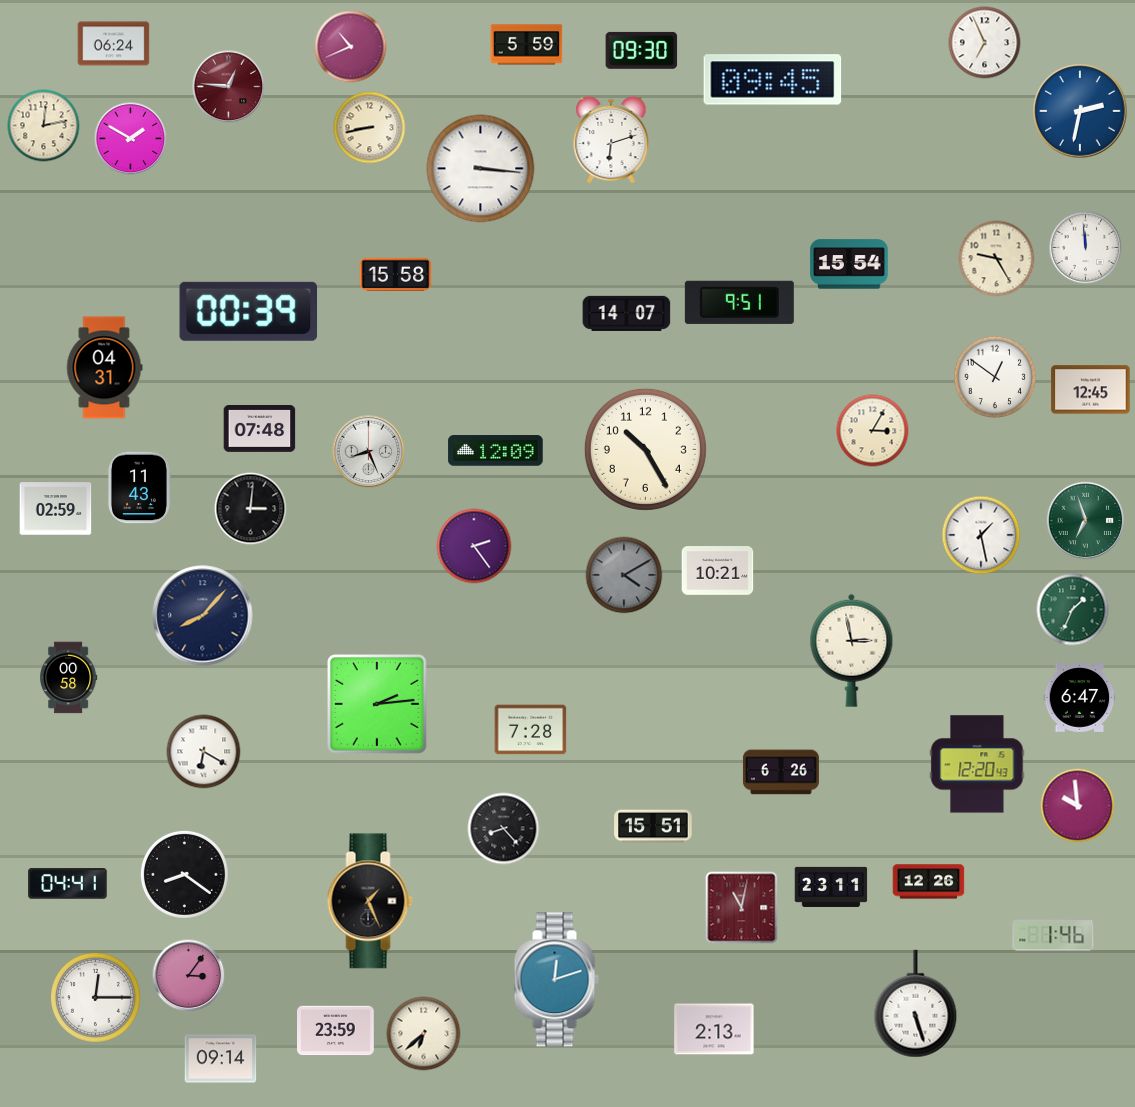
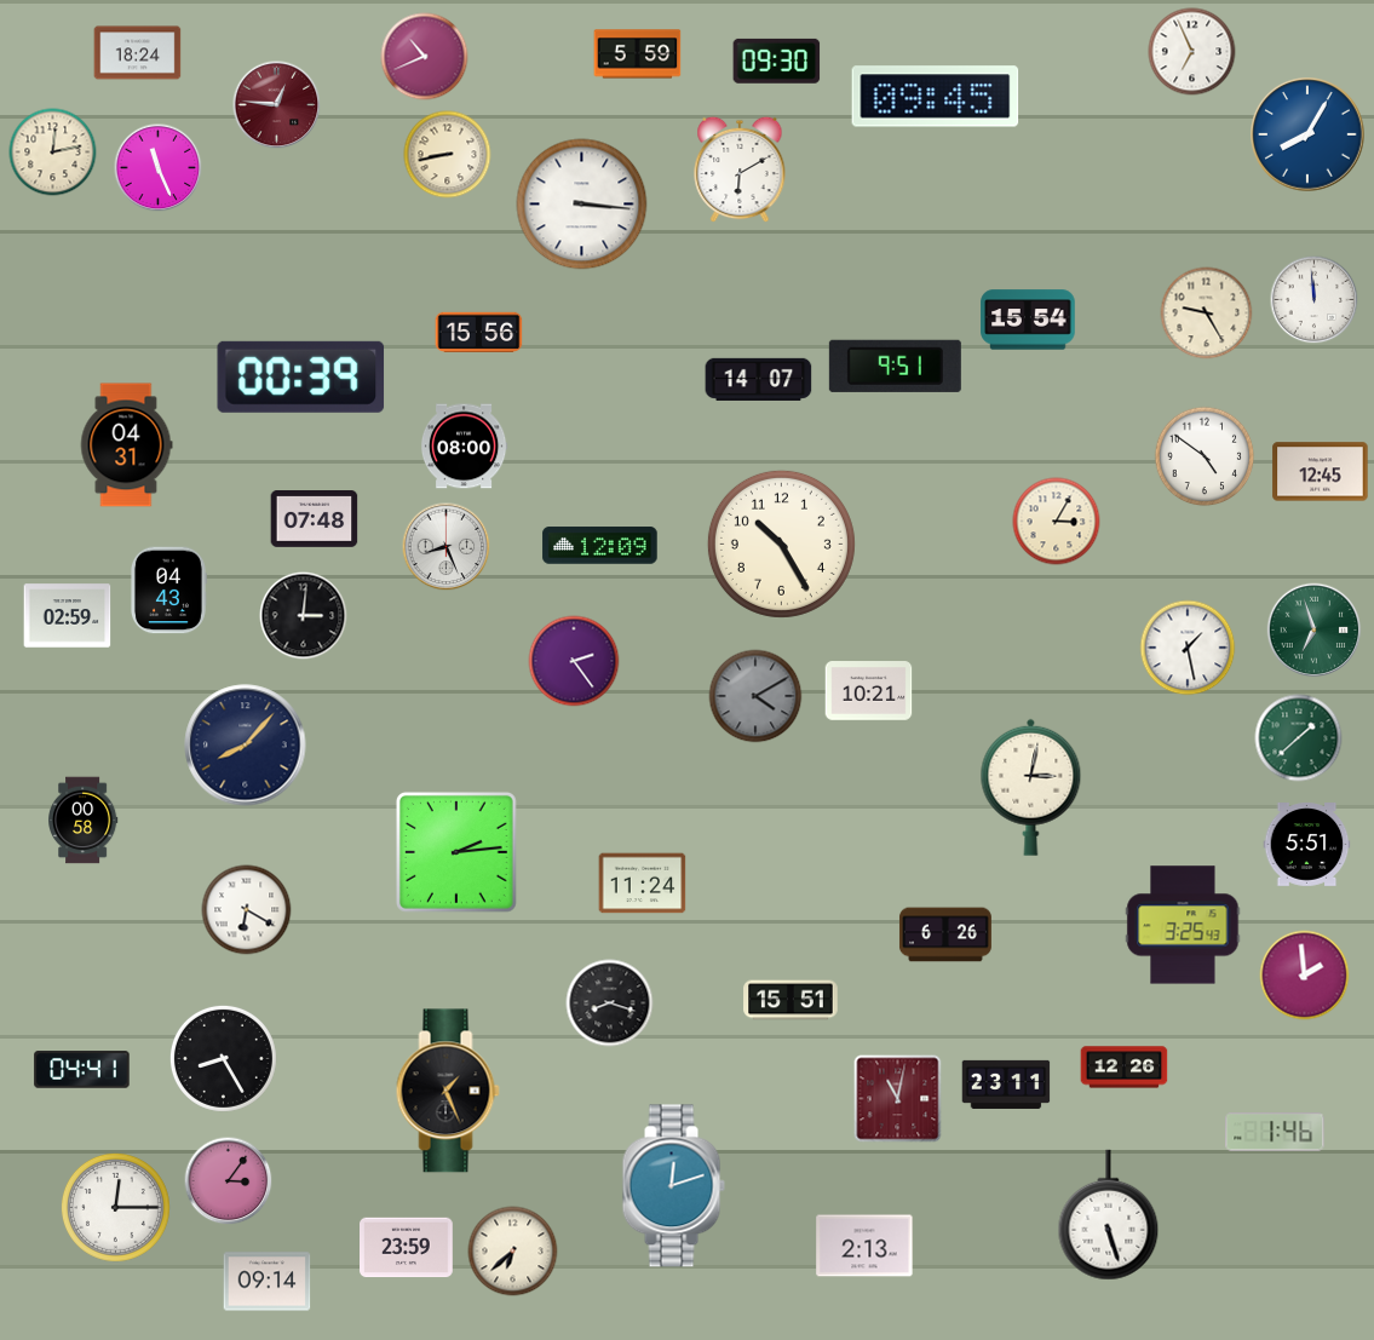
clock at (114, 44): 06:24 -> 18:24
clock at (1080, 111): 2:32 -> 8:05
clock at (131, 139): 1:50 -> 11:26
clock at (611, 140): 6:12 -> 6:10
clock at (396, 274): 15:58 -> 15:56
clock at (464, 447): none -> 08:00
clock at (995, 377): 12:51 -> 4:51
clock at (139, 488): 11:43 -> 04:43
clock at (1073, 610): 1:34 -> 1:38
clock at (852, 650): 2:58 -> 3:02
clock at (1080, 698): 6:47 -> 5:51
clock at (531, 730): 7:28 -> 11:24
clock at (977, 764): 12:20 -> 3:25
clock at (1078, 806): 9:59 -> 1:59
clock at (504, 829): 8:23 -> 8:18
clock at (184, 874): 8:21 -> 8:25
clock at (831, 887) position: (831, 887) -> (1006, 1085)
